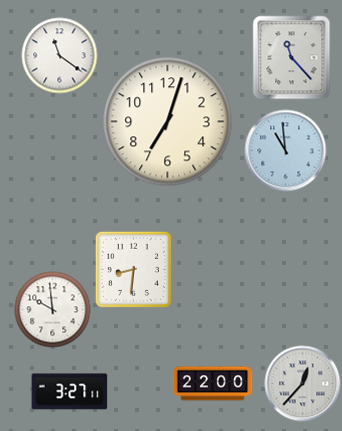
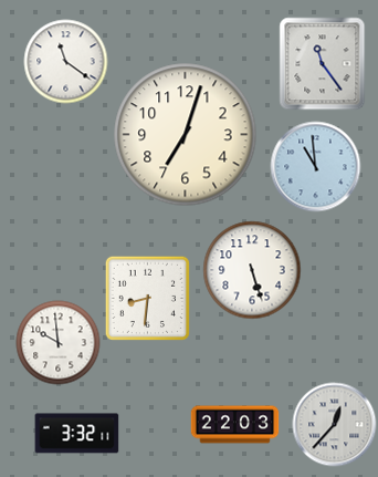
clock at (292, 58): 11:23 -> 11:24
clock at (252, 270): none -> 5:27
clock at (213, 384): 22:00 -> 22:03
clock at (70, 392): 3:27 -> 3:32
